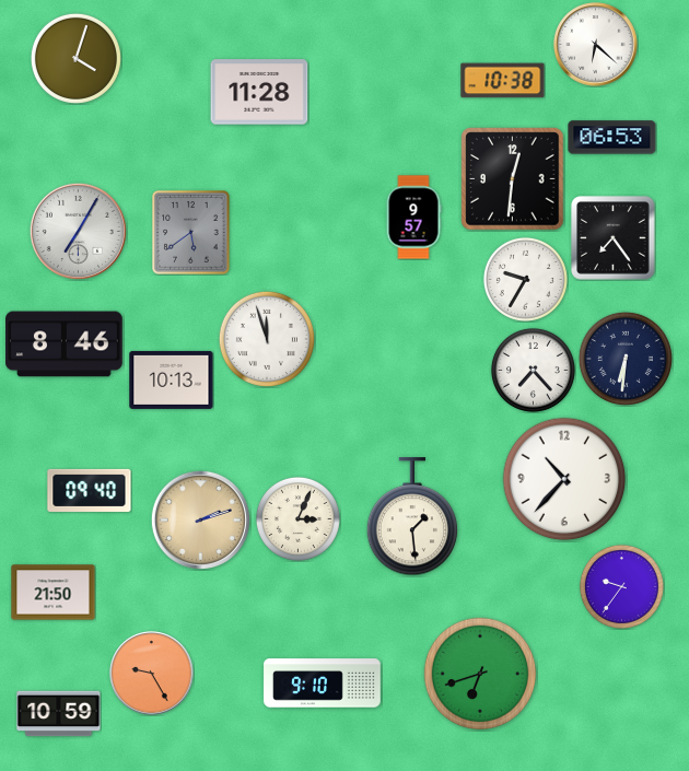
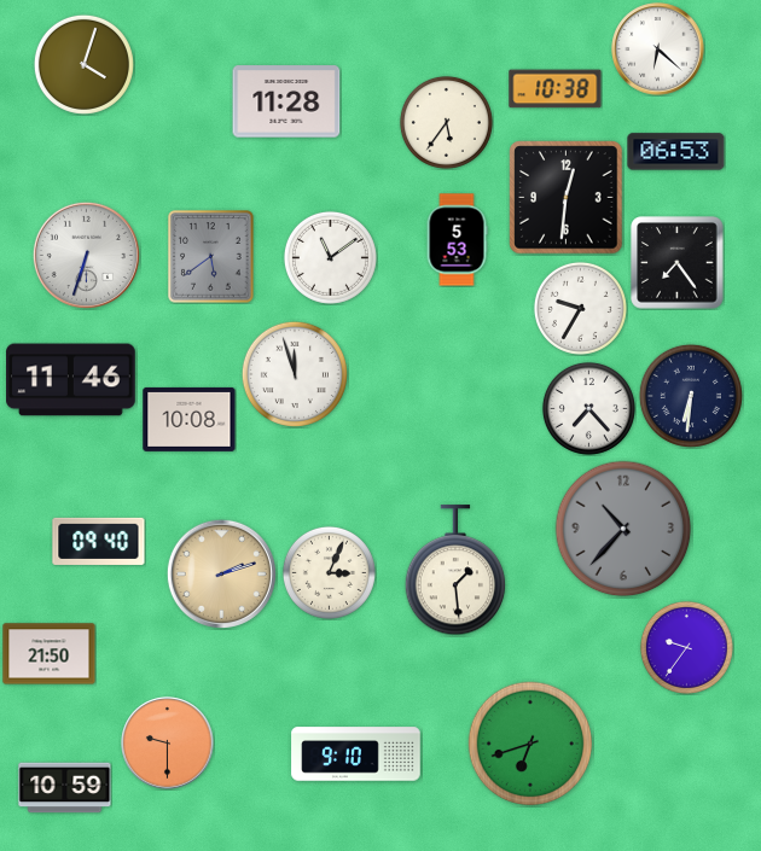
clock at (446, 122): none -> 5:36
clock at (413, 218): 9:57 -> 5:53
clock at (78, 231): 7:05 -> 6:33
clock at (330, 257): none -> 11:09
clock at (65, 344): 8:46 -> 11:46
clock at (172, 379): 10:13 -> 10:08
clock at (564, 479) dial: white -> grey
clock at (54, 593) position: (54, 593) -> (50, 654)
clock at (152, 674): 9:25 -> 9:30
